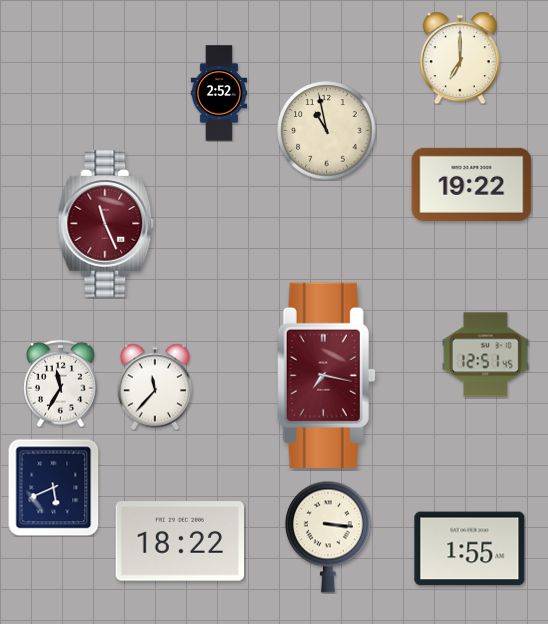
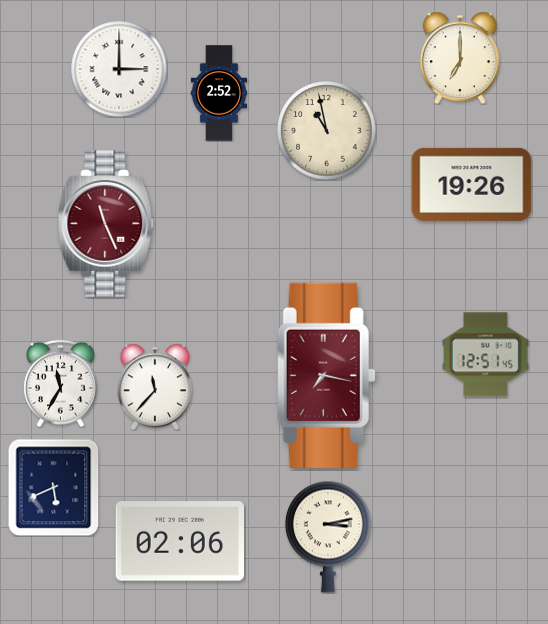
clock at (119, 69): none -> 3:00
clock at (472, 184): 19:22 -> 19:26
clock at (328, 537): 3:16 -> 3:13
clock at (179, 541): 18:22 -> 02:06
clock at (470, 549): 1:55 -> none
